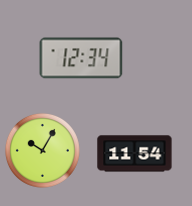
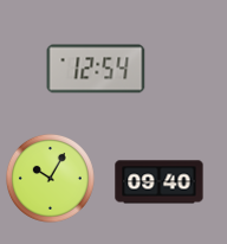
clock at (81, 58): 12:34 -> 12:54
clock at (135, 154): 11:54 -> 09:40
